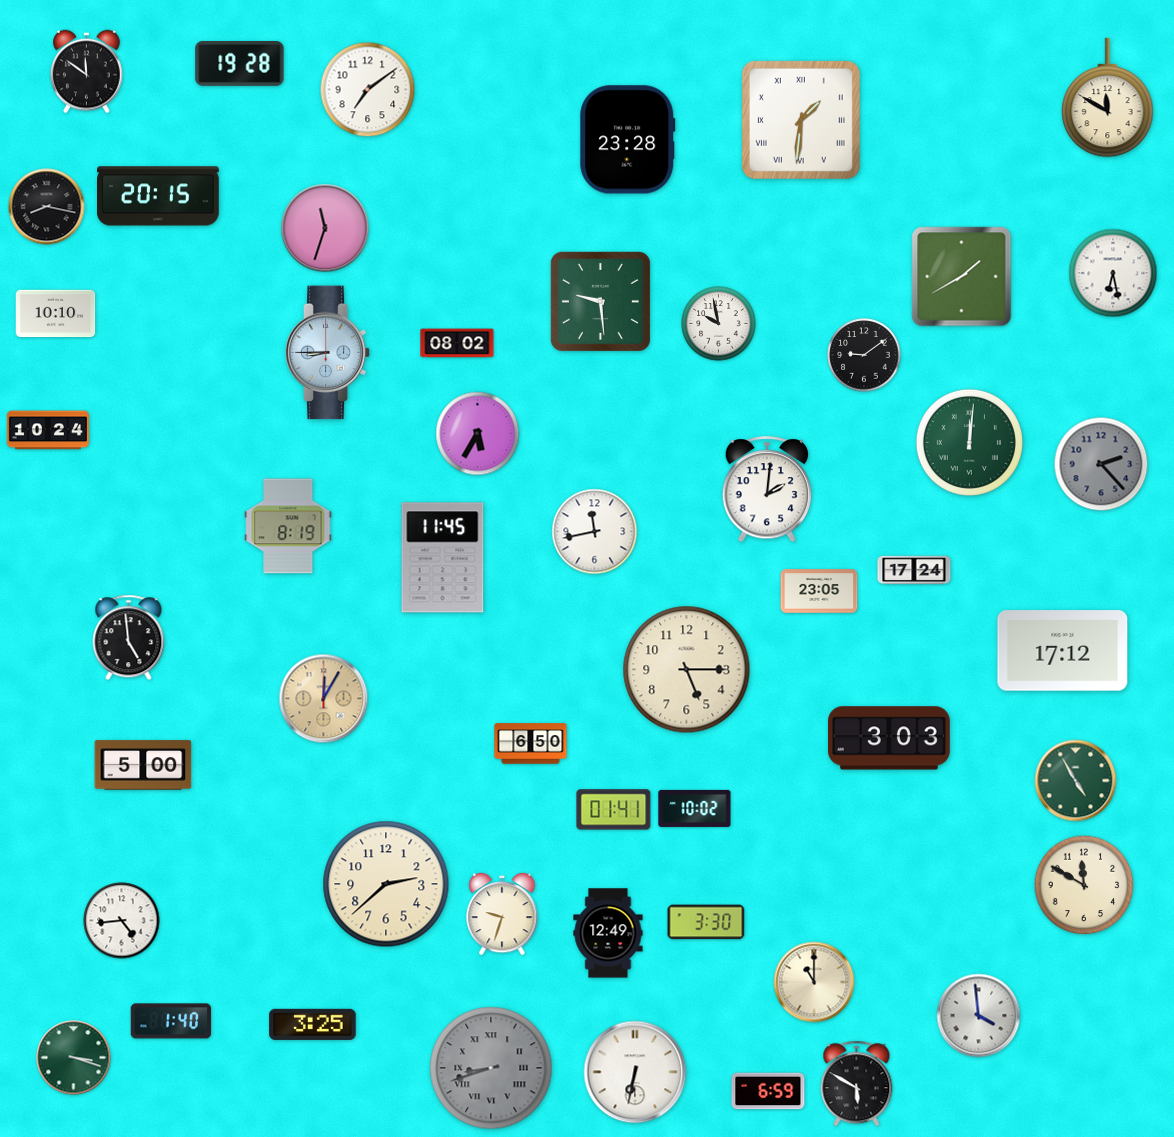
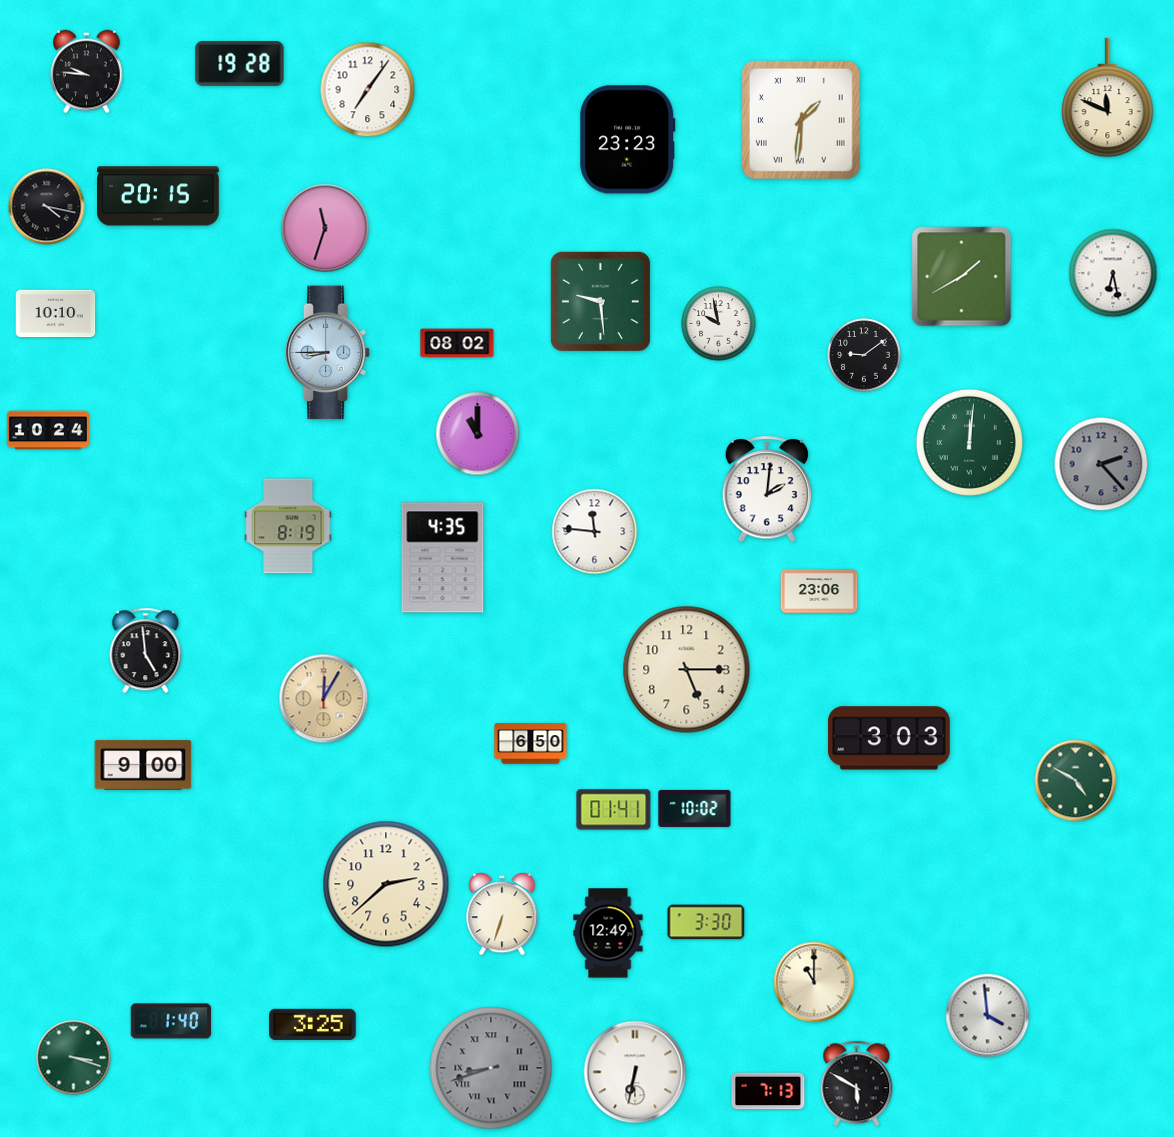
clock at (87, 72): 11:51 -> 9:46
clock at (368, 90): 7:09 -> 7:06
clock at (1108, 98): 11:50 -> 11:49
clock at (628, 140): 23:28 -> 23:23
clock at (47, 207): 8:17 -> 4:17
clock at (478, 434): 5:35 -> 11:00
clock at (595, 532): 11:43 -> 11:46
clock at (443, 558): 11:45 -> 4:35
clock at (914, 570): 17:24 -> none
clock at (819, 591): 23:05 -> 23:06
clock at (129, 638) position: (129, 638) -> (146, 651)
clock at (1063, 651): 17:12 -> none
clock at (143, 765): 5:00 -> 9:00
clock at (1076, 781): 4:55 -> 4:50
clock at (1084, 885): 11:50 -> none
clock at (502, 914): 9:33 -> 6:33
clock at (122, 921): 4:44 -> none
clock at (979, 1016) position: (979, 1016) -> (988, 1016)
clock at (768, 1091): 6:59 -> 7:13
